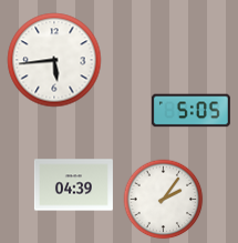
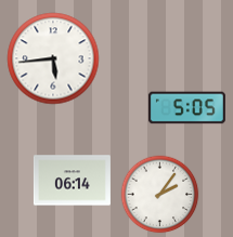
clock at (73, 185): 04:39 -> 06:14
